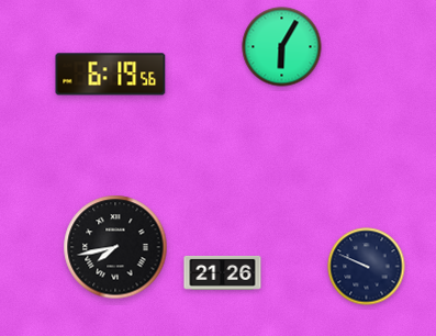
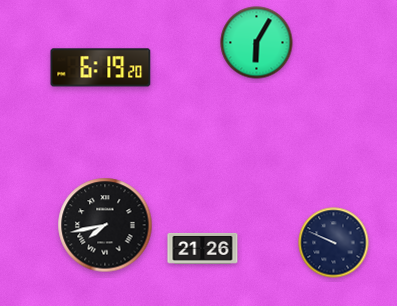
clock at (111, 75): 6:19:56 -> 6:19:20
